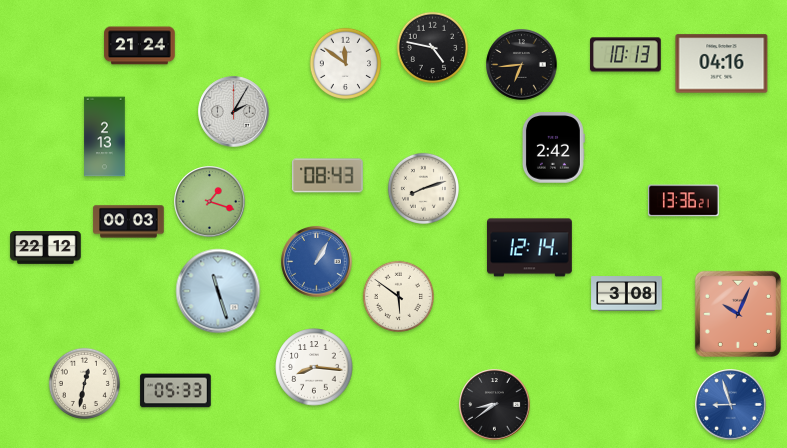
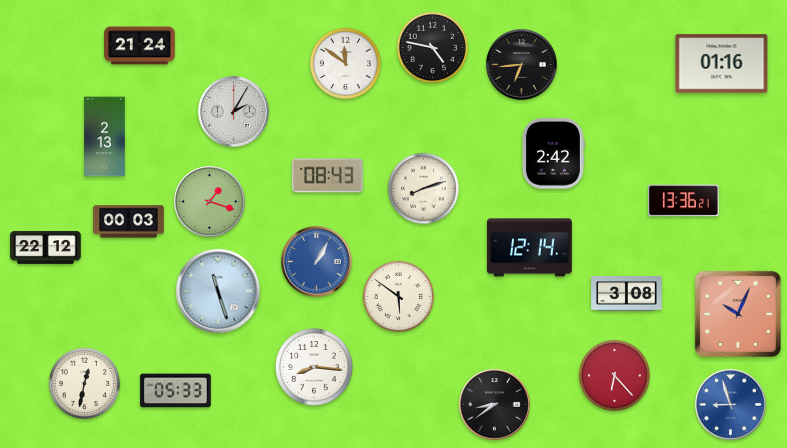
clock at (626, 55): 10:13 -> none
clock at (722, 64): 04:16 -> 01:16
clock at (553, 148) position: (553, 148) -> (553, 154)
clock at (614, 375): none -> 6:23
